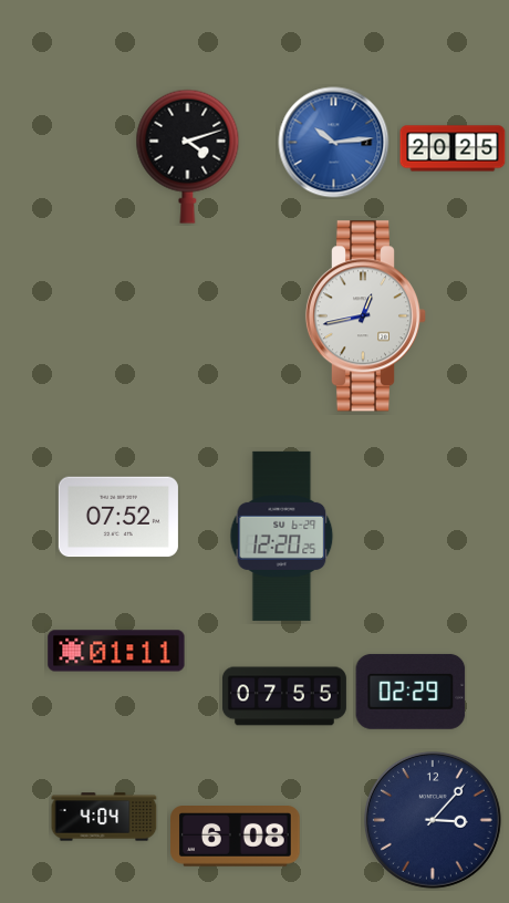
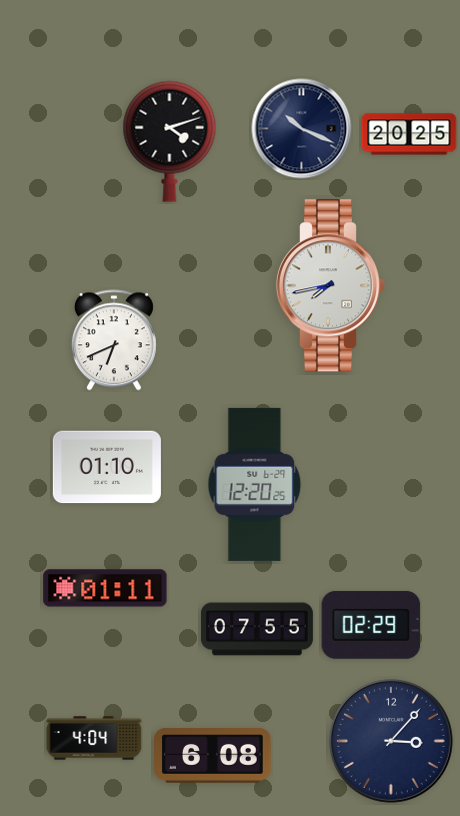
clock at (334, 143): 10:14 -> 10:19
clock at (334, 143) dial: blue -> navy
clock at (366, 316): 12:43 -> 7:43
clock at (114, 340): none -> 6:41
clock at (118, 517): 07:52 -> 01:10
